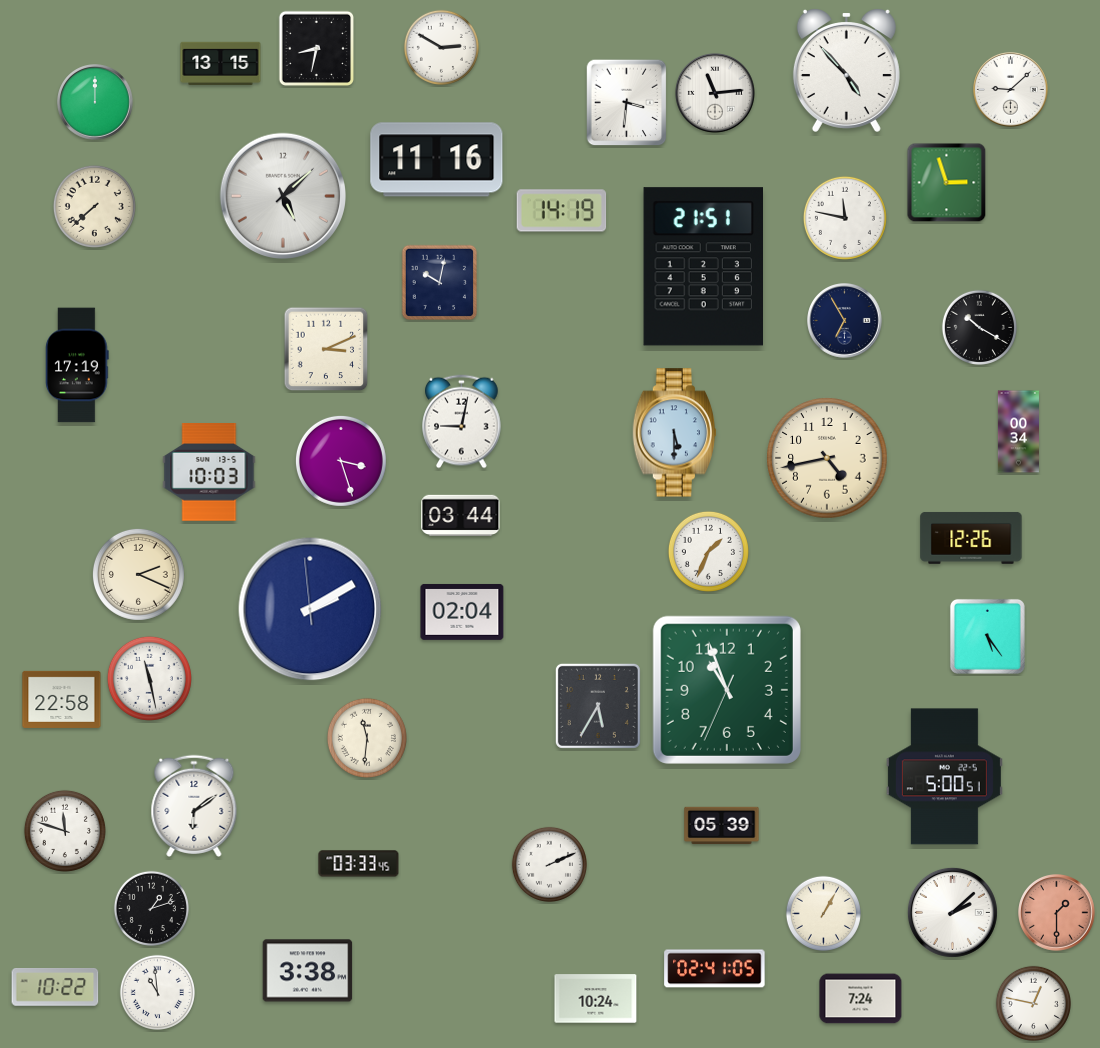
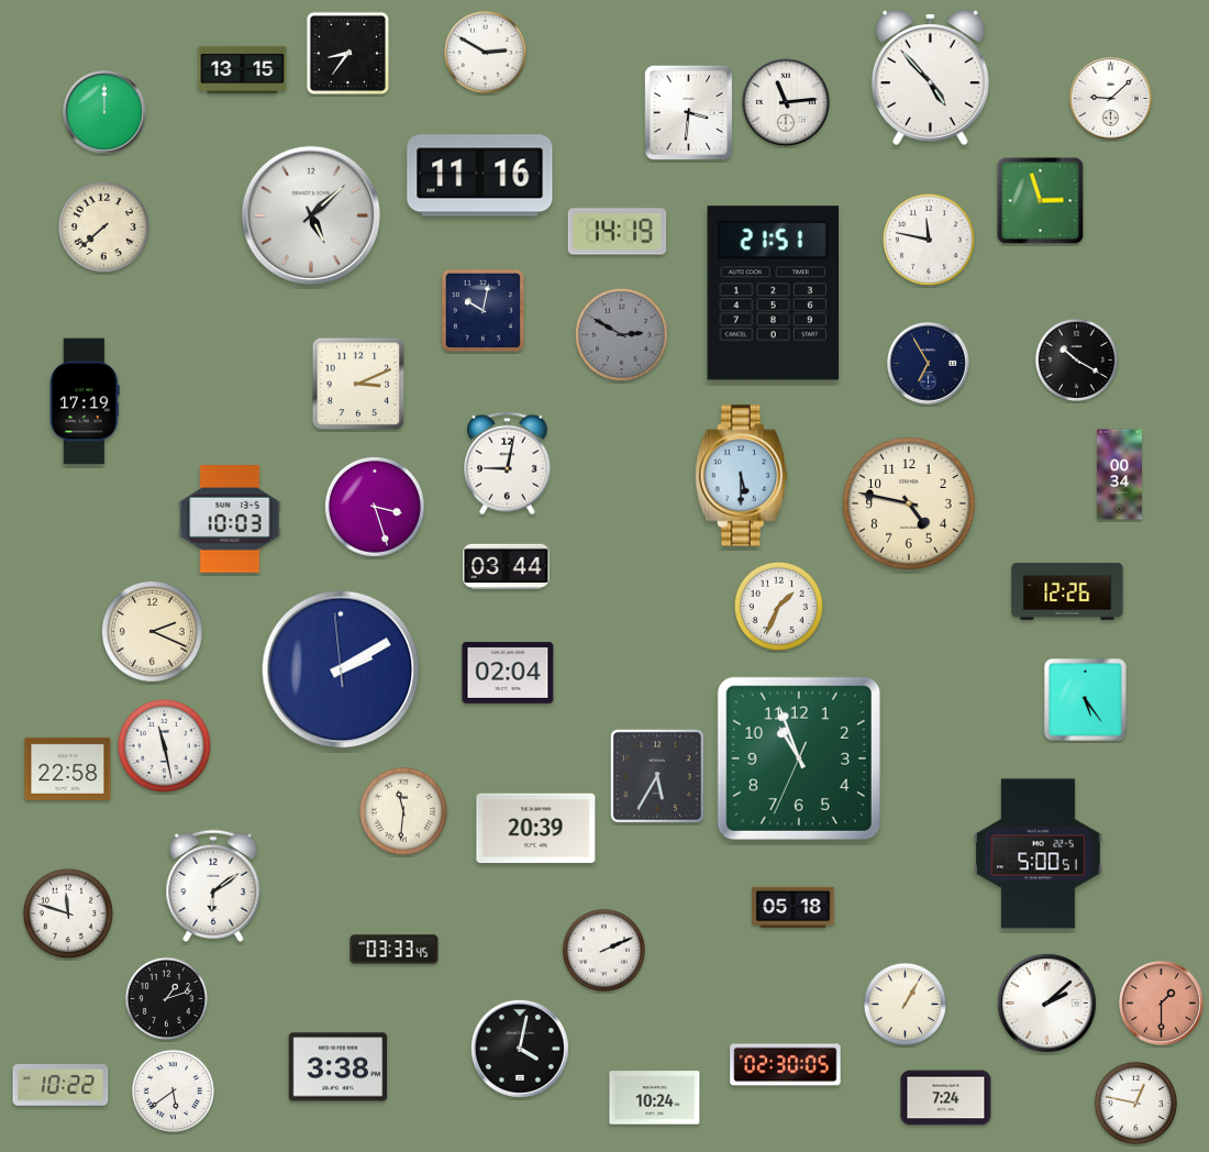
clock at (317, 49): 8:32 -> 8:36
clock at (621, 334): none -> 2:50
clock at (845, 321) position: (845, 321) -> (929, 364)
clock at (827, 458): 4:43 -> 4:47
clock at (536, 829): none -> 20:39
clock at (722, 826): 05:39 -> 05:18
clock at (65, 831) position: (65, 831) -> (68, 913)
clock at (520, 1049): none -> 4:02
clock at (715, 969): 02:41 -> 02:30
clock at (157, 992): 10:59 -> 5:39
